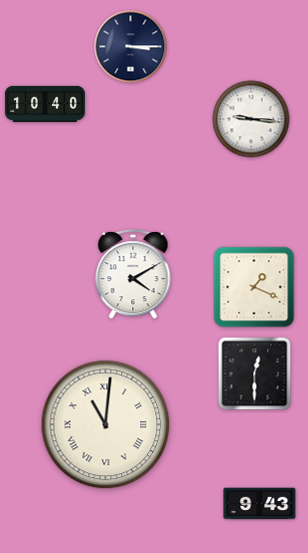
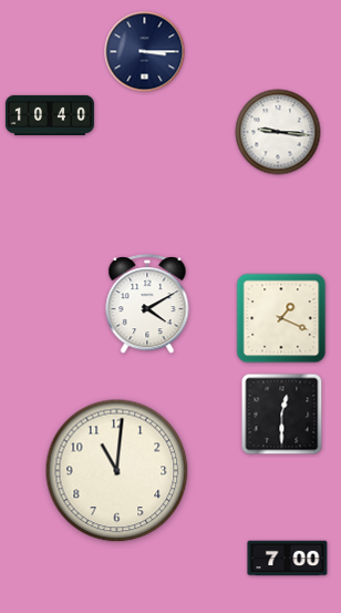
clock at (106, 425) numerals: Roman -> Arabic
clock at (260, 504): 9:43 -> 7:00
